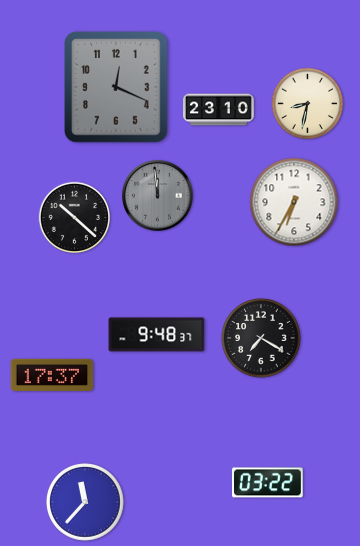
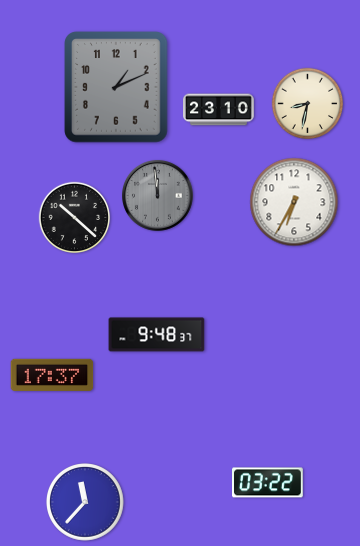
clock at (116, 87): 12:19 -> 1:11
clock at (261, 338): 7:20 -> none
